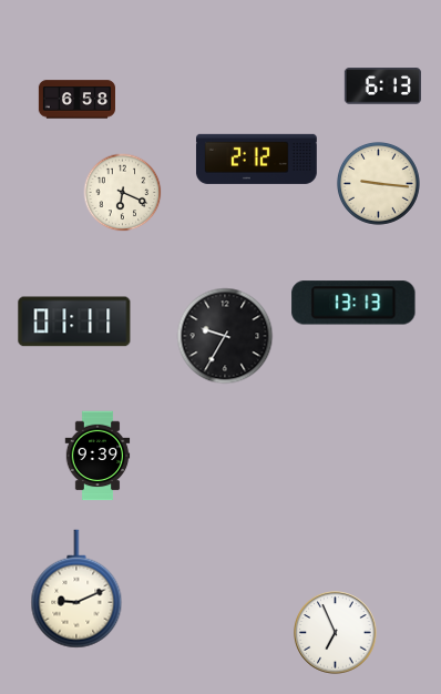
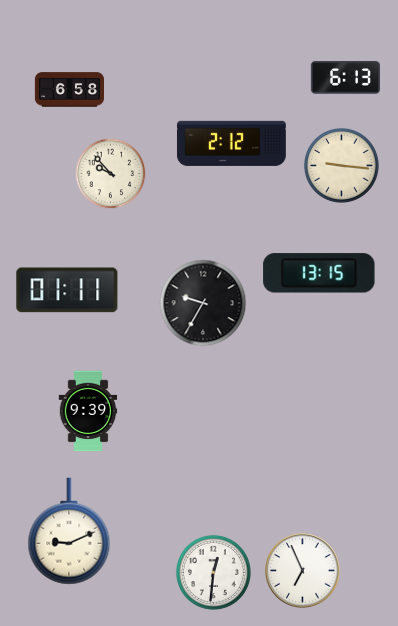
clock at (123, 193): 6:19 -> 9:53
clock at (353, 303): 13:13 -> 13:15
clock at (213, 572): none -> 12:31
